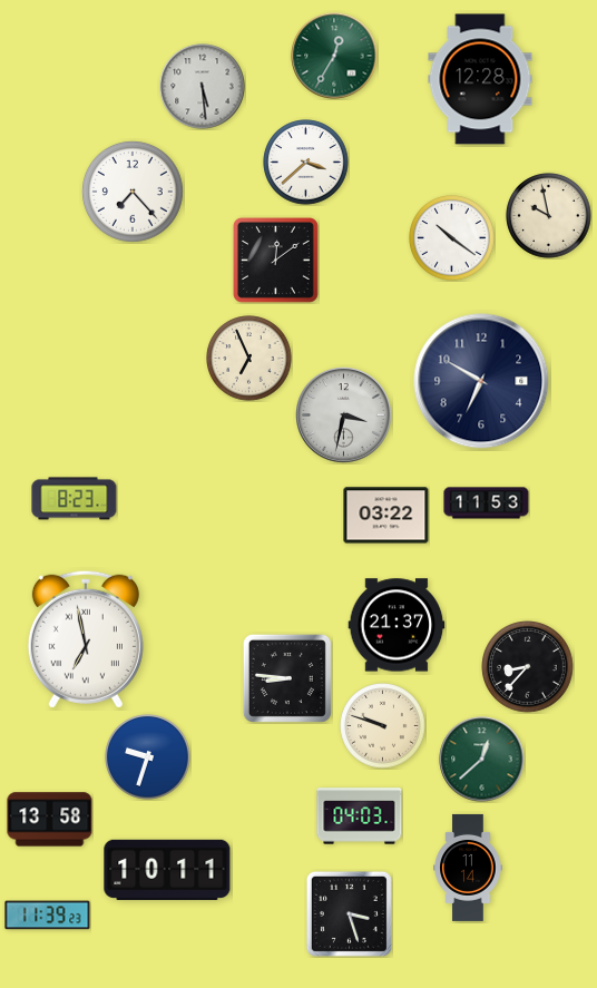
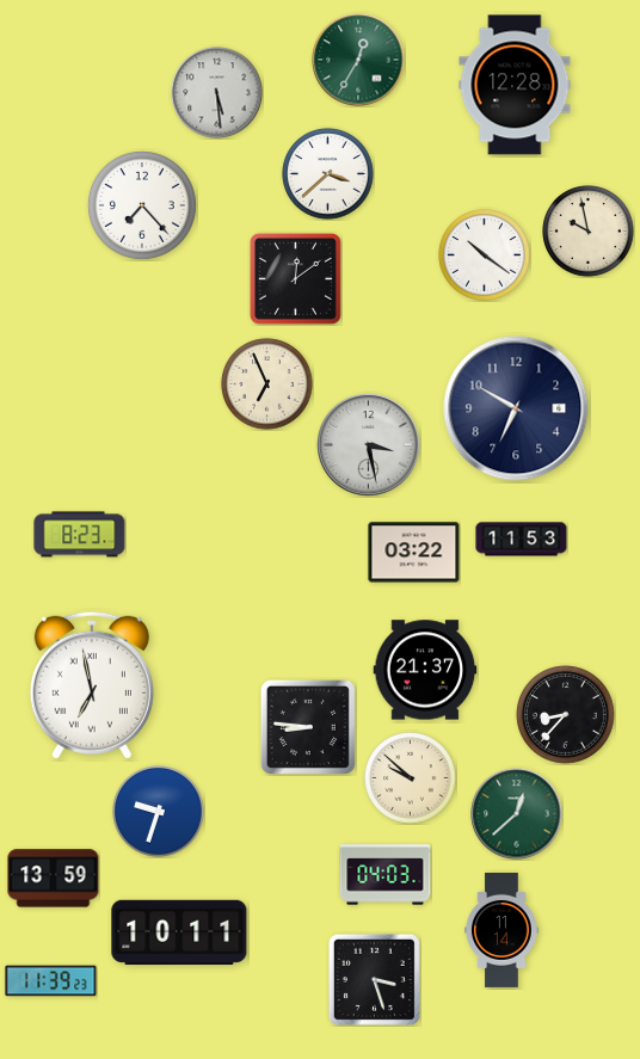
clock at (344, 415): 3:32 -> 3:28
clock at (383, 726): 9:48 -> 9:52
clock at (50, 820): 13:58 -> 13:59
